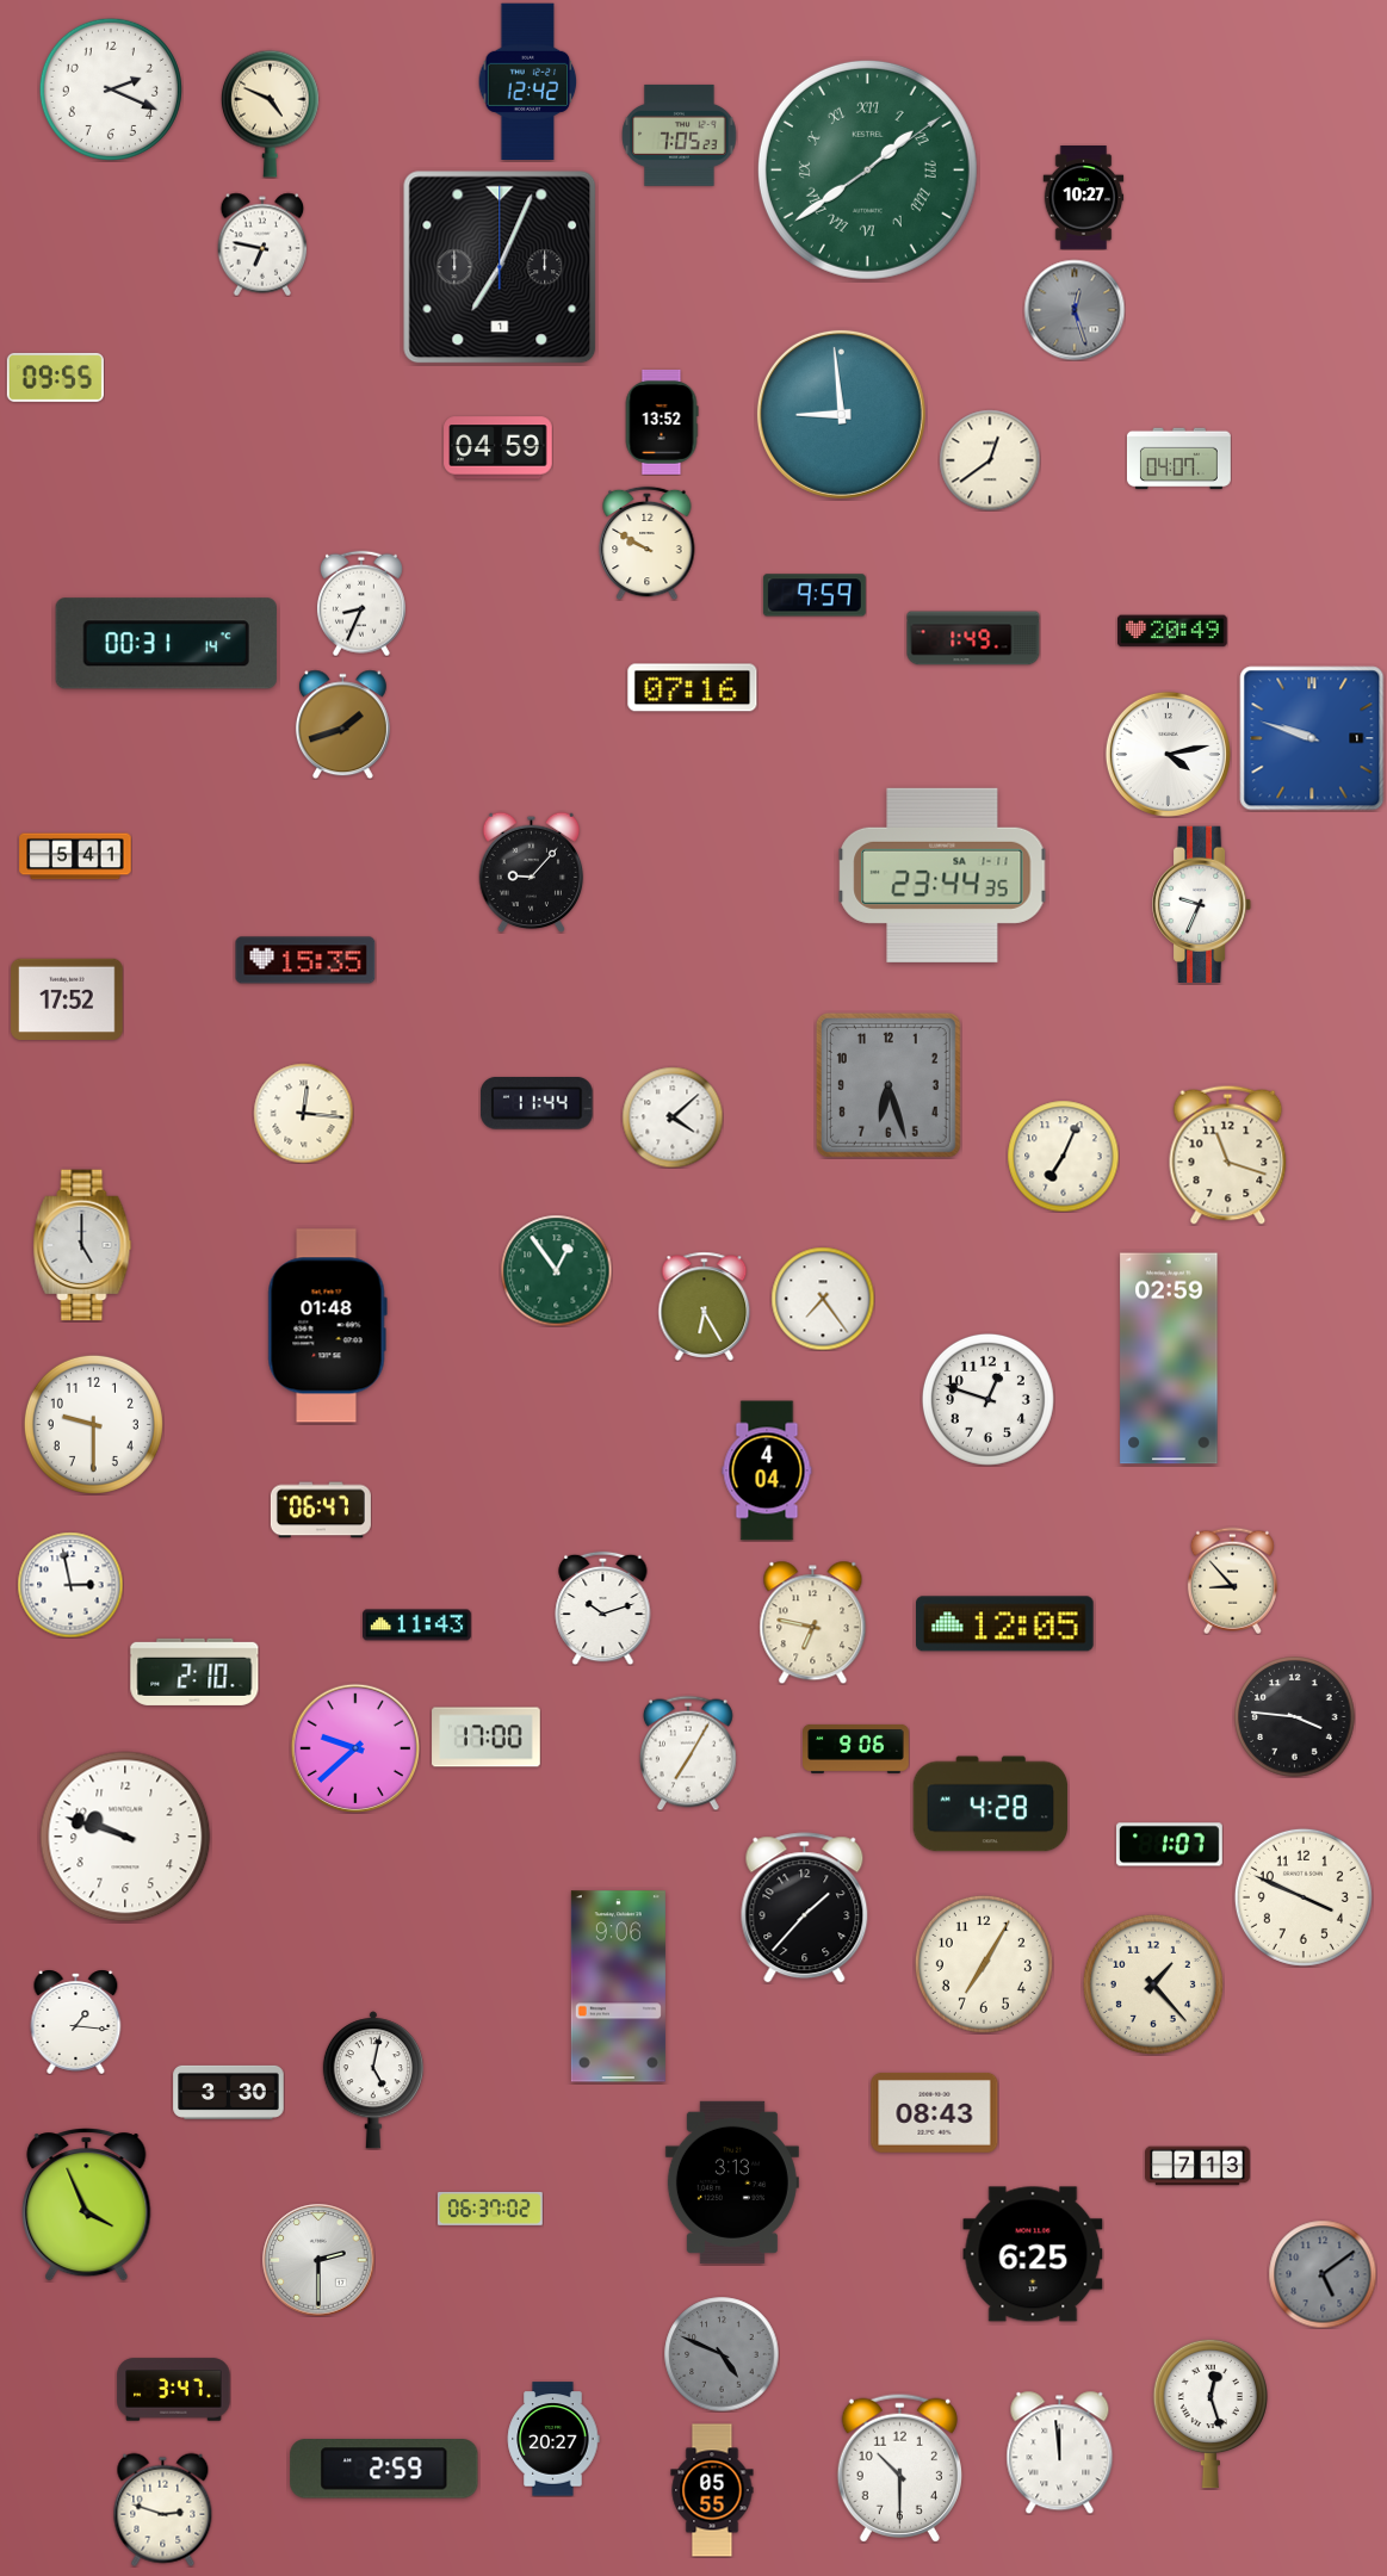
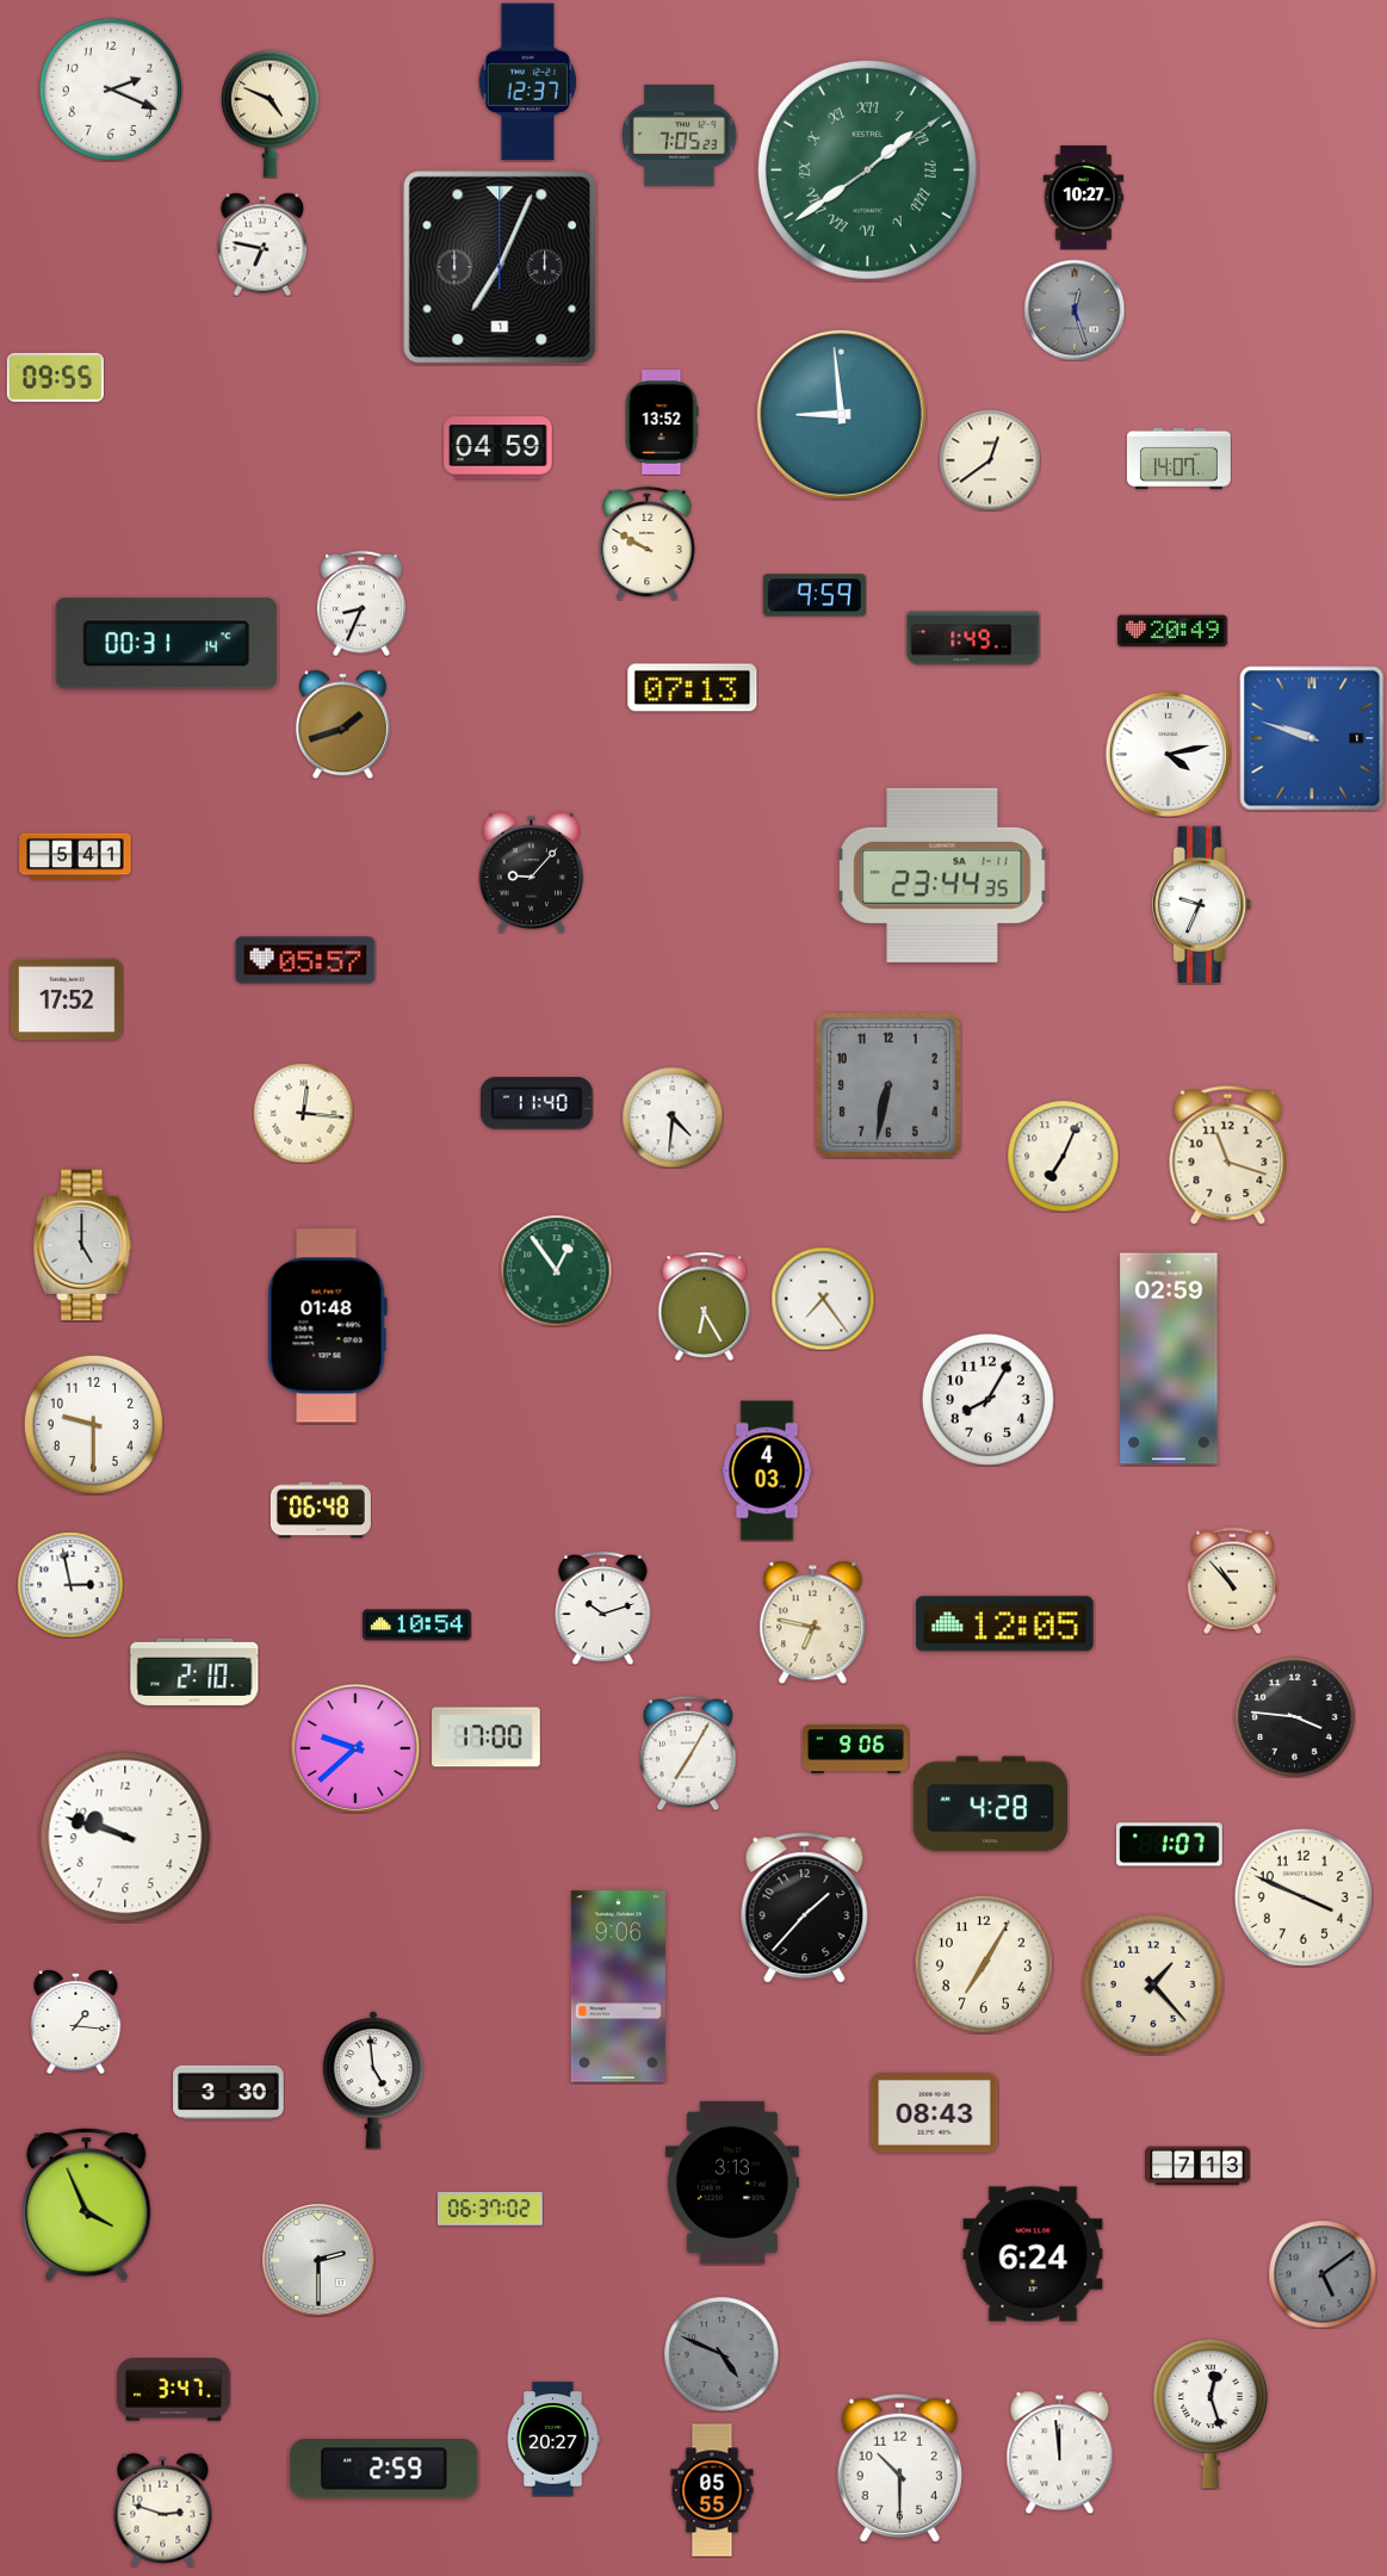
clock at (528, 81): 12:42 -> 12:37
clock at (1178, 459): 04:07 -> 14:07
clock at (693, 688): 07:16 -> 07:13
clock at (305, 960): 15:35 -> 05:57
clock at (888, 1085): 6:27 -> 6:32
clock at (537, 1103): 11:44 -> 11:40
clock at (673, 1117): 4:08 -> 4:31
clock at (987, 1399): 12:48 -> 8:05
clock at (767, 1470): 4:04 -> 4:03
clock at (321, 1510): 06:47 -> 06:48
clock at (1232, 1580): 8:53 -> 10:53
clock at (417, 1626): 11:43 -> 10:54
clock at (373, 2080): 5:02 -> 4:59
clock at (1033, 2254): 6:25 -> 6:24
